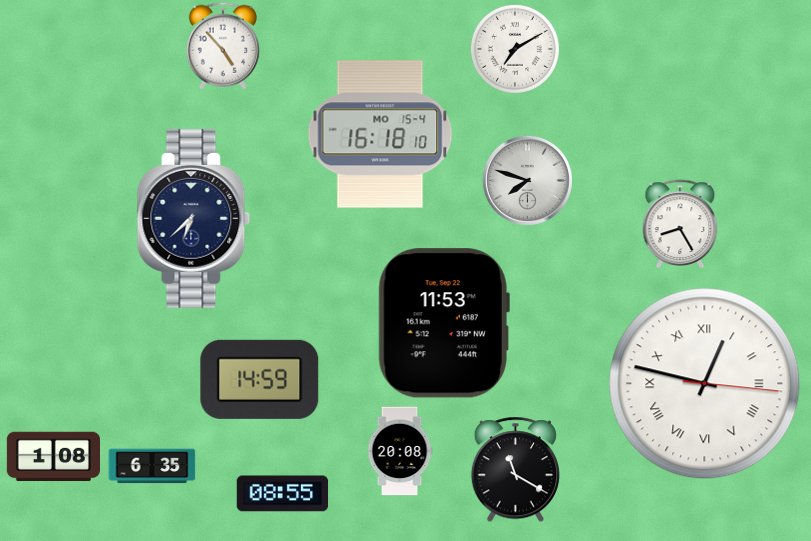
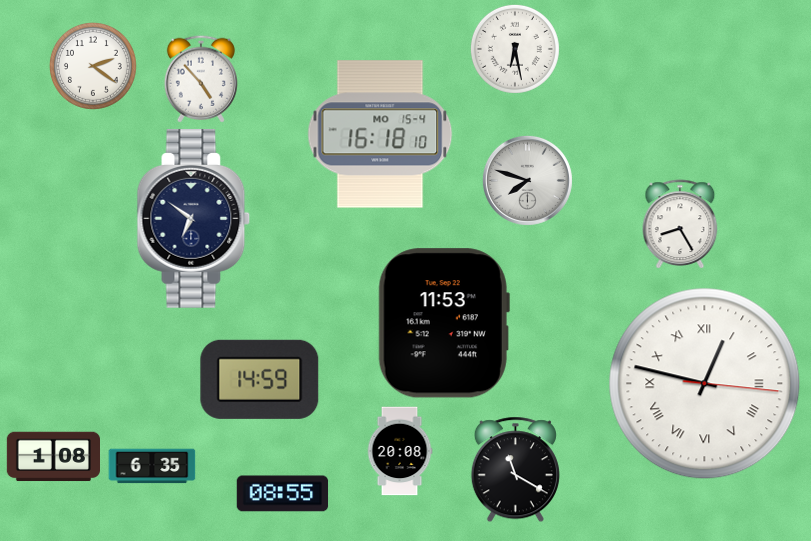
clock at (223, 46) position: (223, 46) -> (201, 79)
clock at (515, 49): 7:10 -> 6:28
clock at (93, 66): none -> 2:21
clock at (194, 218): 6:38 -> 6:51
